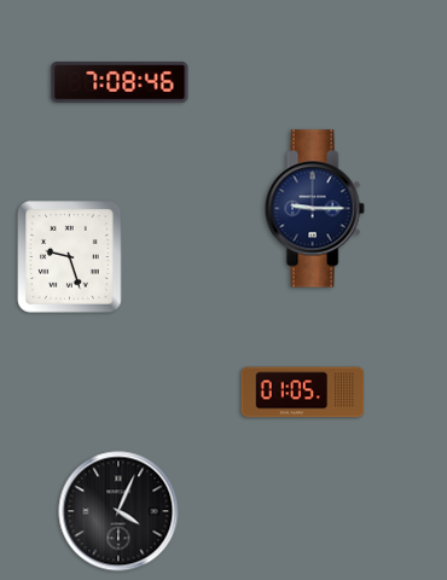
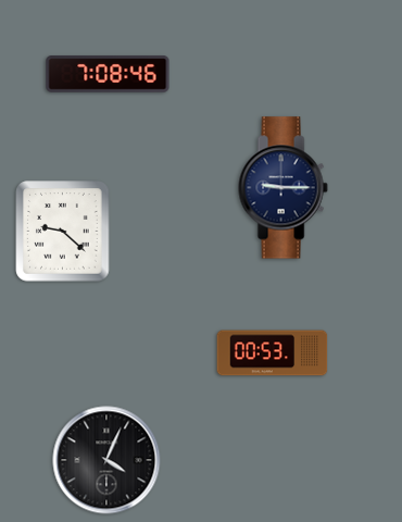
clock at (70, 257): 9:27 -> 9:22
clock at (303, 393): 01:05 -> 00:53
